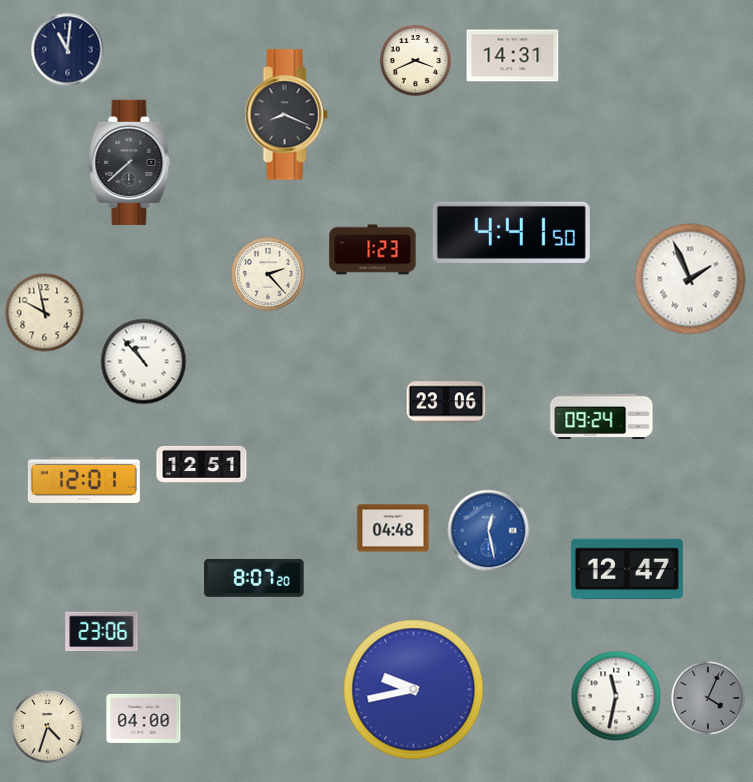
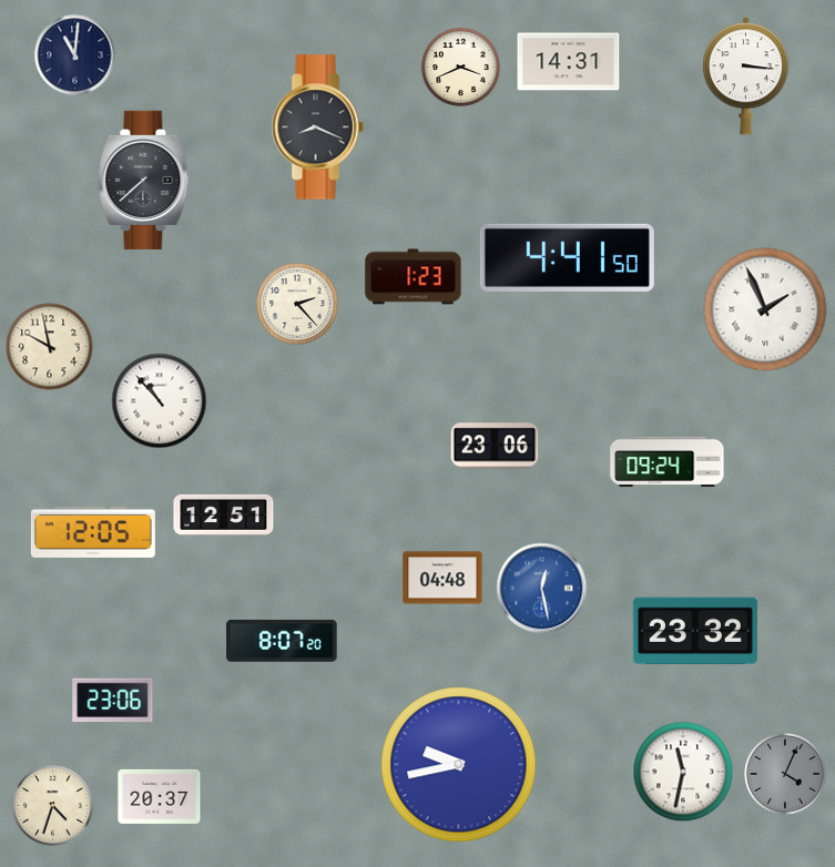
clock at (745, 76): none -> 3:16
clock at (84, 480): 12:01 -> 12:05
clock at (393, 528) position: (393, 528) -> (442, 578)
clock at (627, 569): 12:47 -> 23:32
clock at (144, 718): 04:00 -> 20:37
